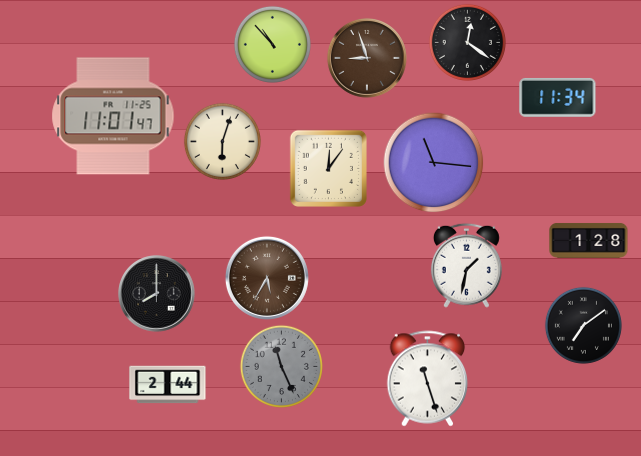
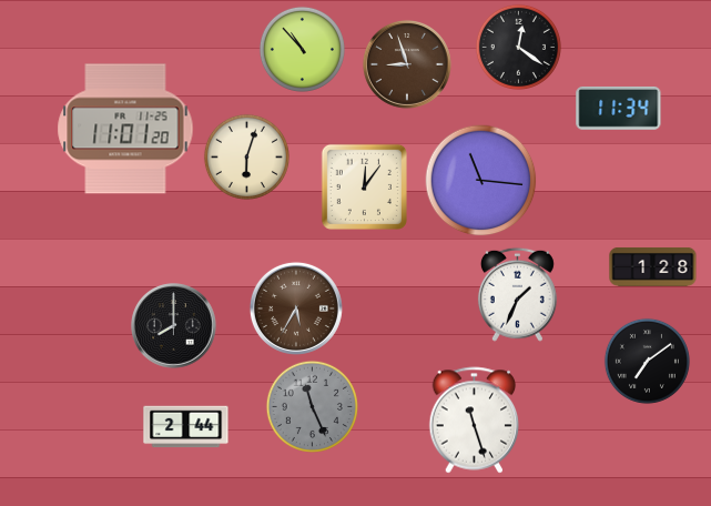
clock at (113, 116): 11:01:47 -> 11:01:20
clock at (466, 265): 1:32 -> 1:34
